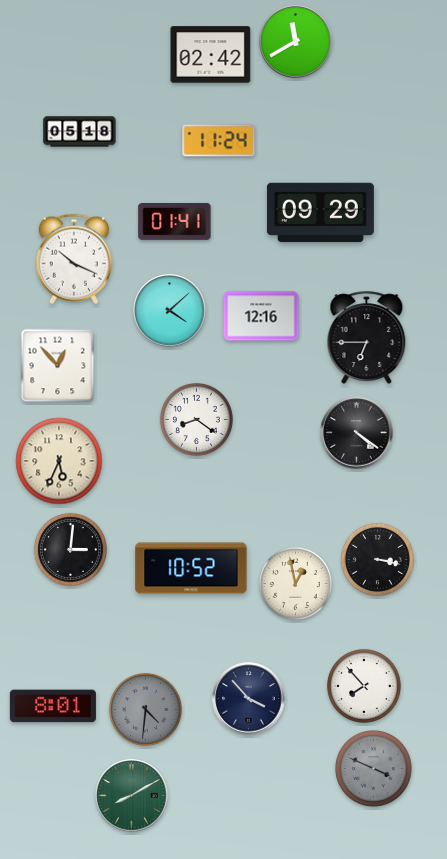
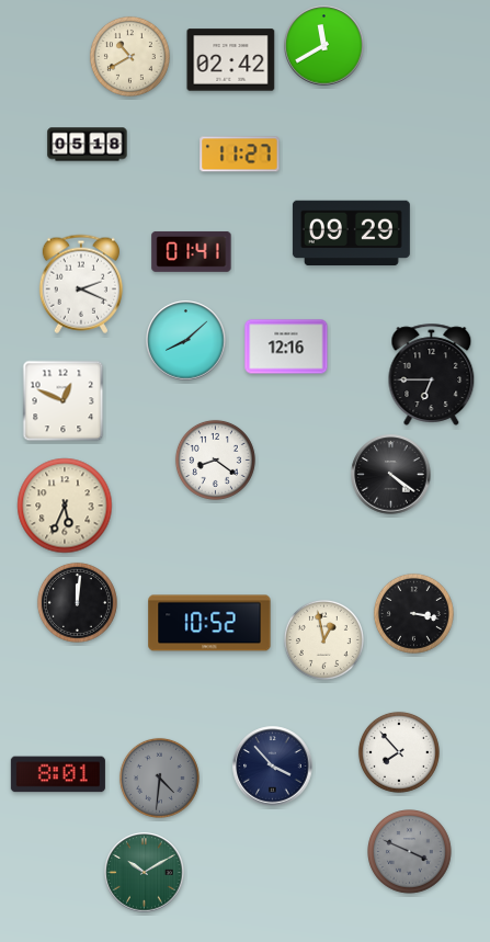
clock at (129, 56): none -> 10:40
clock at (219, 141): 11:24 -> 11:27
clock at (175, 221) position: (175, 221) -> (192, 251)
clock at (74, 259): 10:19 -> 2:19
clock at (170, 311): 4:08 -> 8:08
clock at (367, 337) position: (367, 337) -> (432, 374)
clock at (58, 366): 12:53 -> 12:49
clock at (70, 549): 3:01 -> 12:01
clock at (374, 769) position: (374, 769) -> (410, 852)
clock at (132, 796): 8:10 -> 10:10
